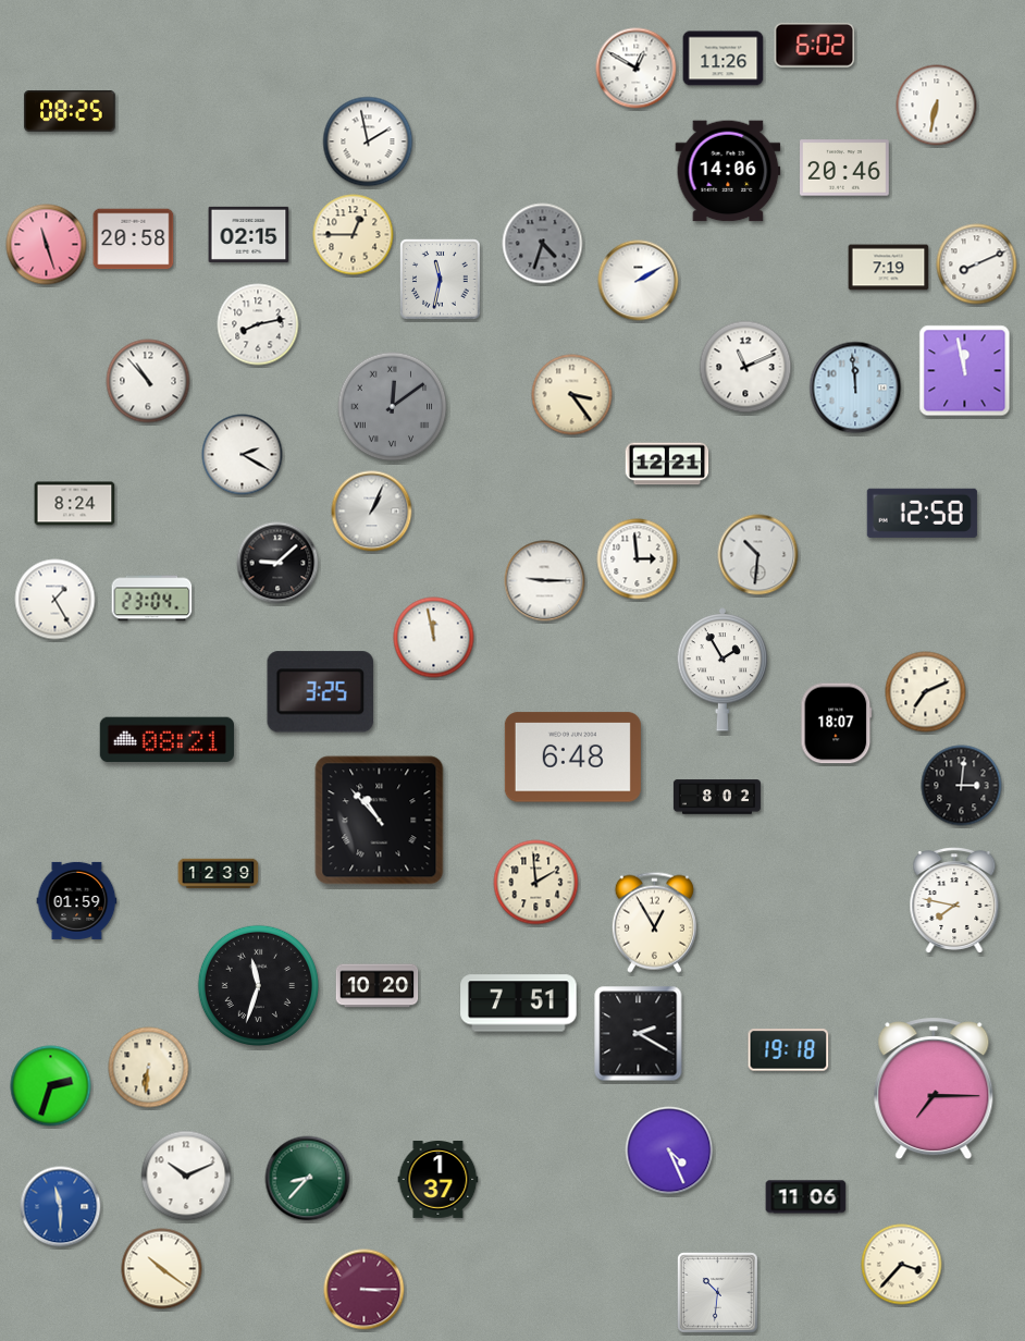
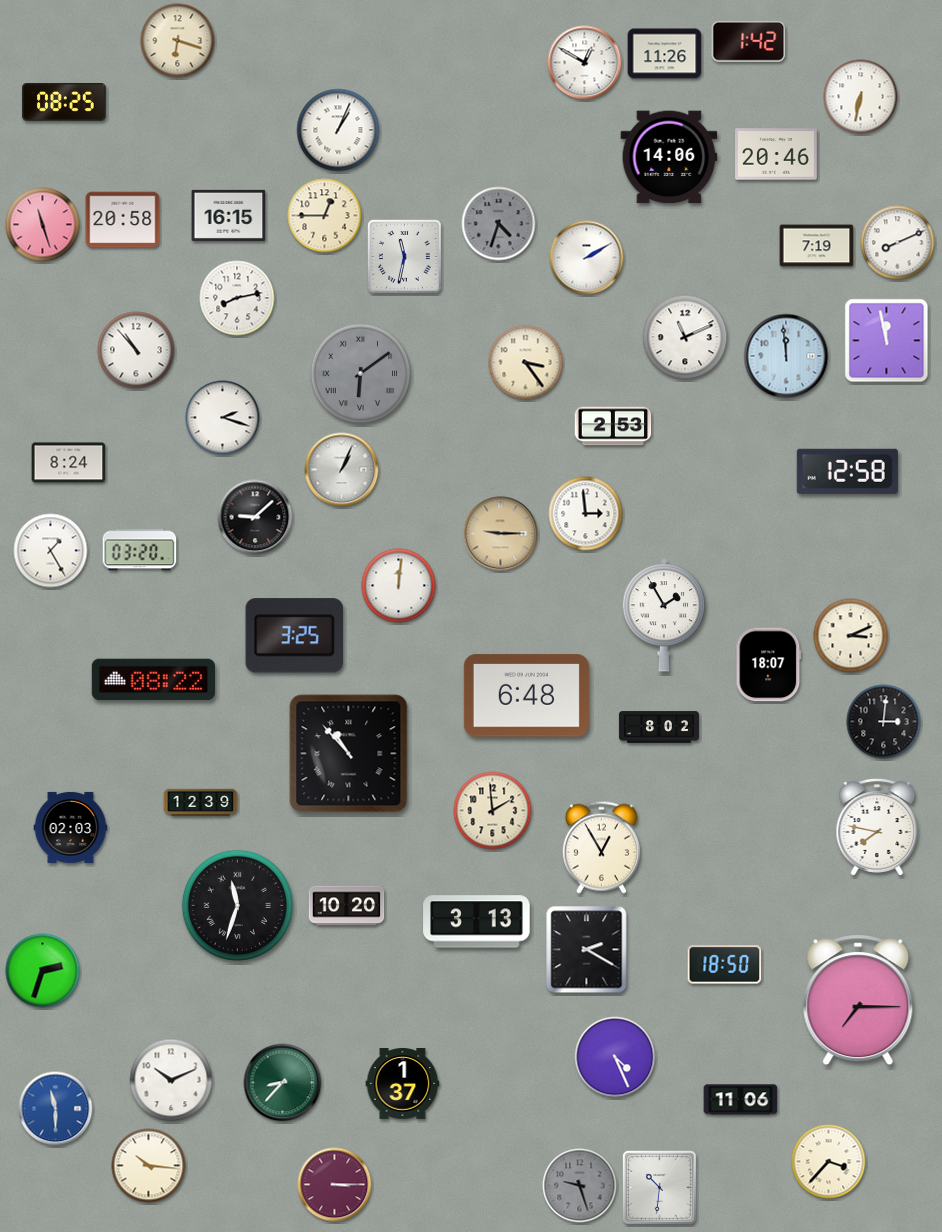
clock at (178, 41): none -> 6:18
clock at (815, 45): 6:02 -> 1:42
clock at (368, 142): 1:58 -> 1:04
clock at (249, 234): 02:15 -> 16:15
clock at (393, 407): 12:09 -> 6:09
clock at (243, 455): 2:20 -> 2:18
clock at (667, 464): 12:21 -> 2:53
clock at (758, 555): 10:31 -> none
clock at (545, 581) dial: white -> champagne
clock at (152, 599): 23:04 -> 03:20
clock at (434, 638): 11:58 -> 12:01
clock at (926, 692): 7:11 -> 3:11
clock at (166, 740): 08:21 -> 08:22
clock at (717, 797) position: (717, 797) -> (659, 727)
clock at (77, 900): 01:59 -> 02:03
clock at (519, 1004): 7:51 -> 3:13
clock at (789, 1050): 19:18 -> 18:50
clock at (149, 1068): 6:31 -> none
clock at (51, 1086) position: (51, 1086) -> (43, 971)
clock at (162, 1269): 10:21 -> 10:16
clock at (580, 1186): none -> 9:27
